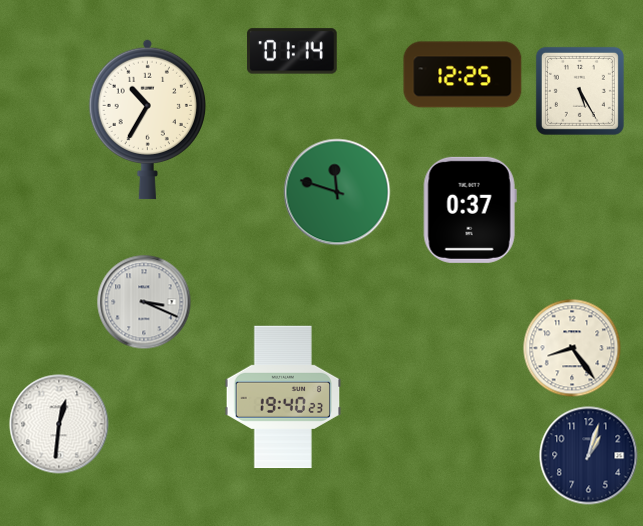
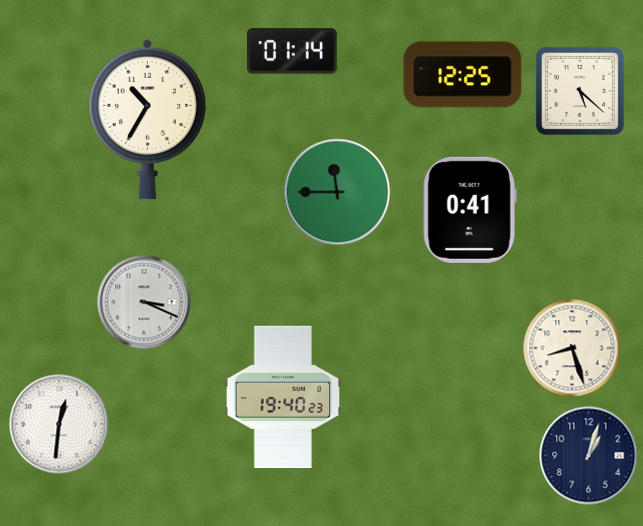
clock at (580, 91): 5:25 -> 5:22
clock at (337, 192): 11:48 -> 11:45
clock at (470, 210): 0:37 -> 0:41
clock at (572, 348): 8:24 -> 8:27
